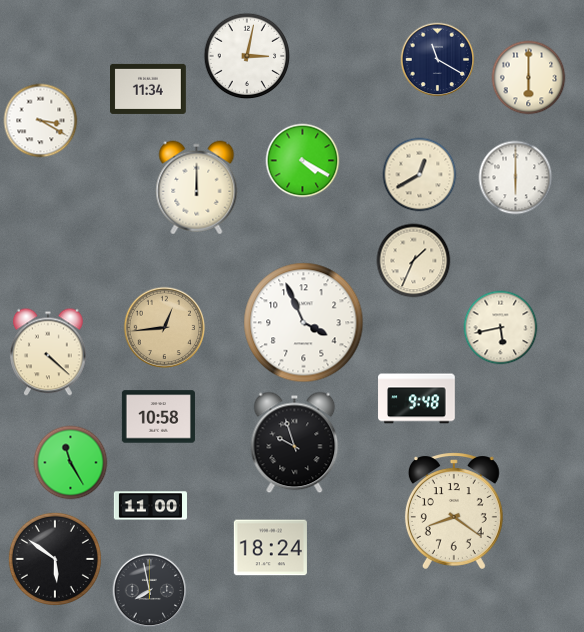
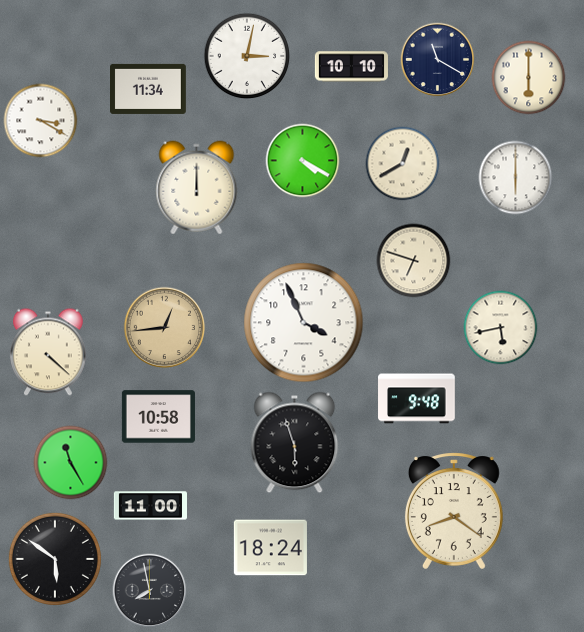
clock at (351, 67): none -> 10:10
clock at (420, 175) position: (420, 175) -> (403, 164)
clock at (414, 261): 1:34 -> 6:48
clock at (295, 443): 9:57 -> 5:57
